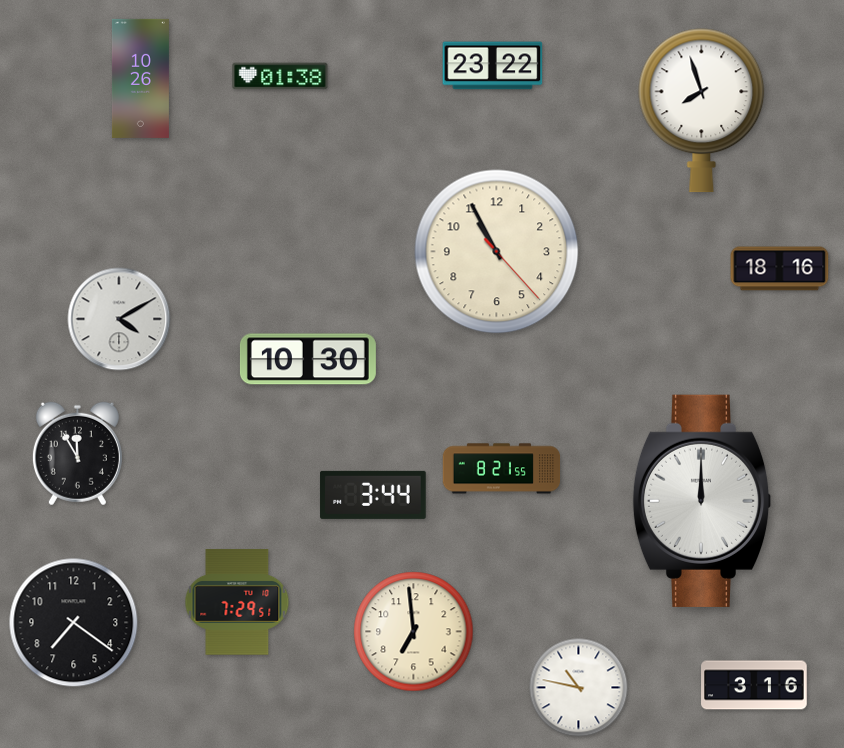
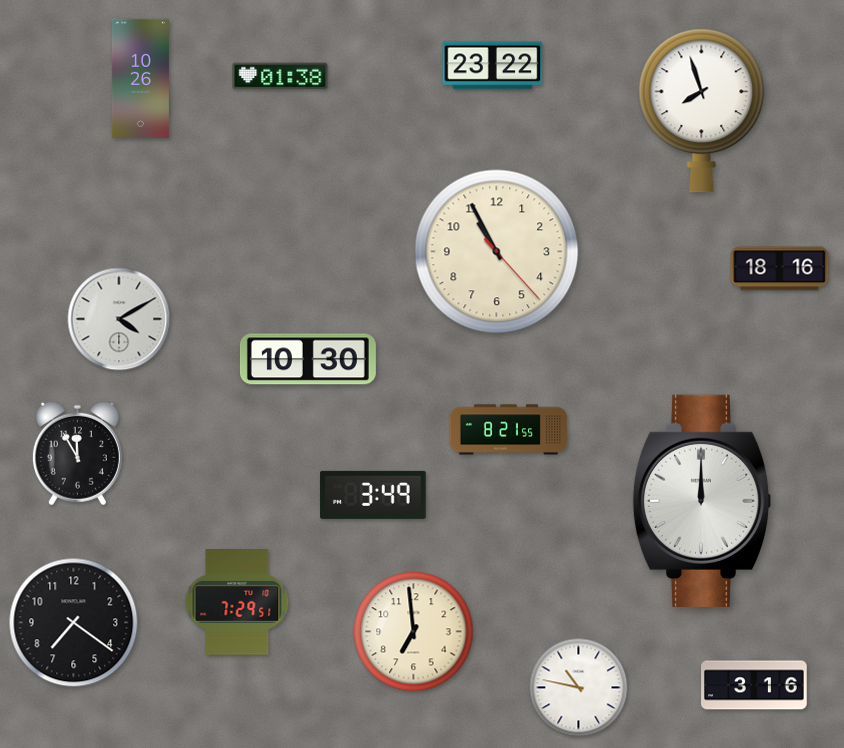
clock at (502, 469) position: (502, 469) -> (509, 430)
clock at (373, 495): 3:44 -> 3:49
